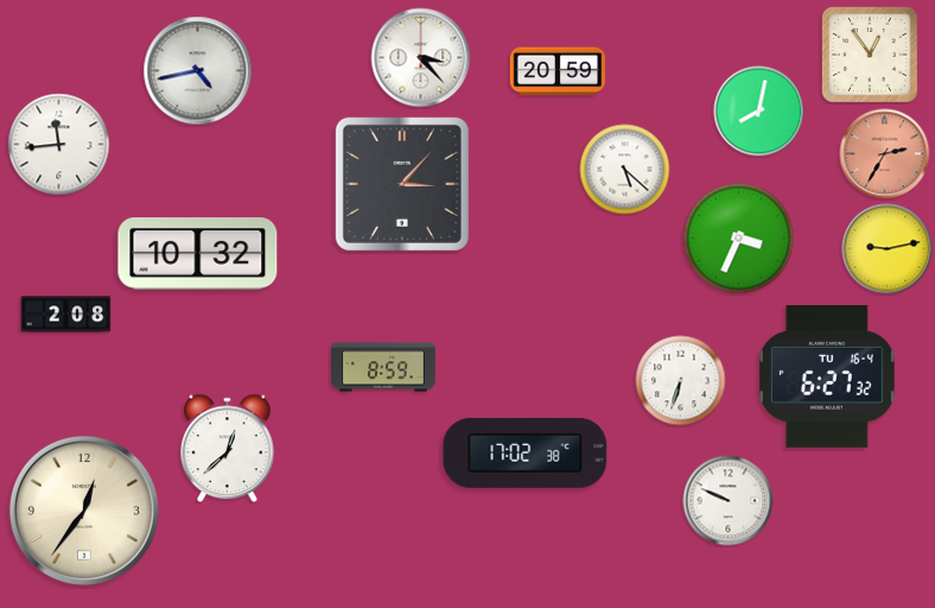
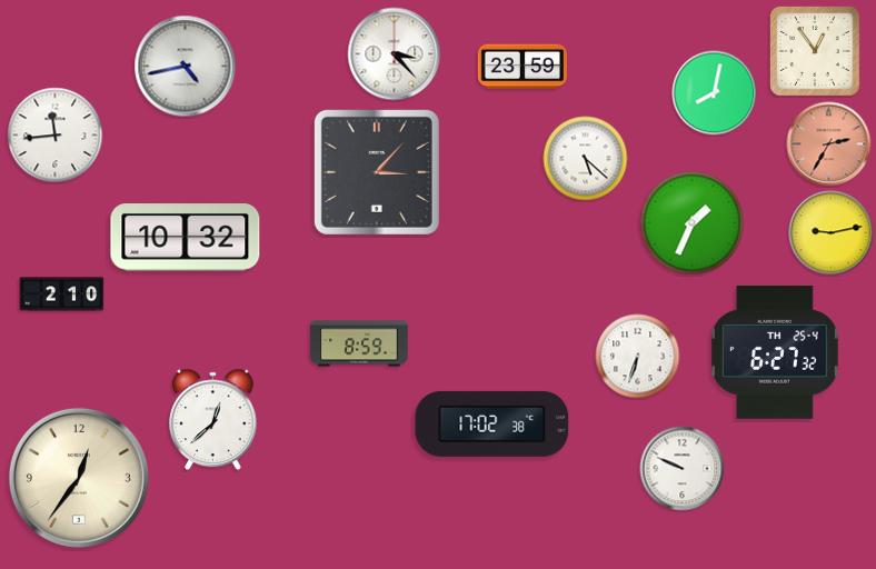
clock at (558, 71): 20:59 -> 23:59
clock at (759, 112) position: (759, 112) -> (715, 93)
clock at (739, 239): 3:34 -> 1:34
clock at (66, 315): 2:08 -> 2:10
clock at (827, 378) date: TU 16-4 -> TH 25-4
